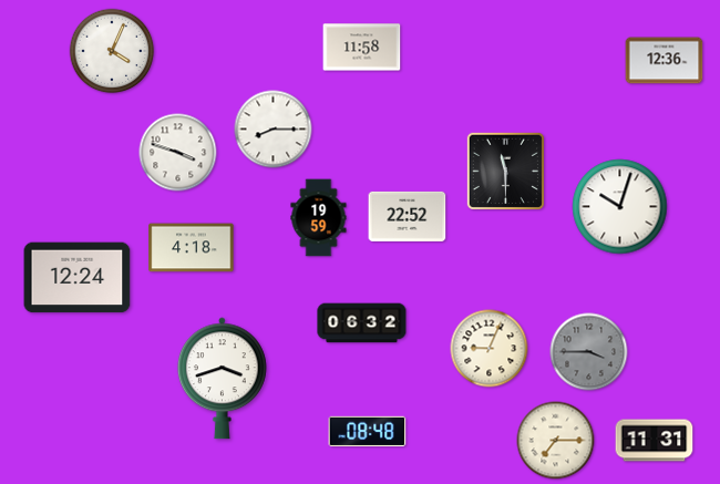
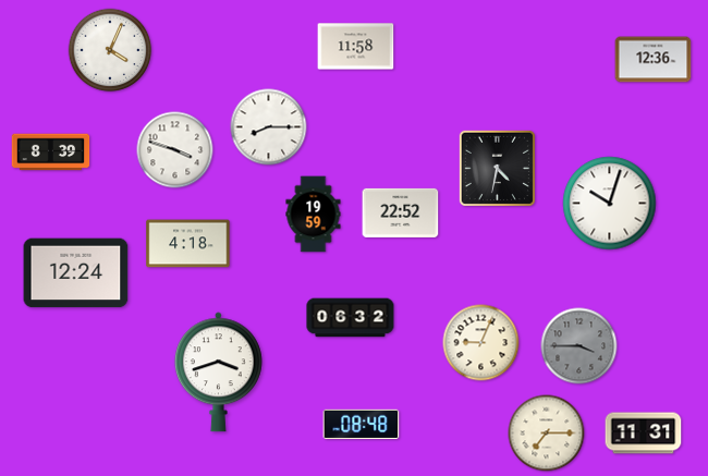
clock at (51, 152): none -> 8:39
clock at (505, 171): 11:30 -> 4:32
clock at (362, 323) position: (362, 323) -> (351, 318)
